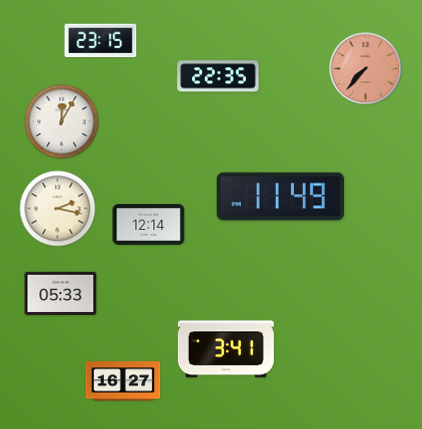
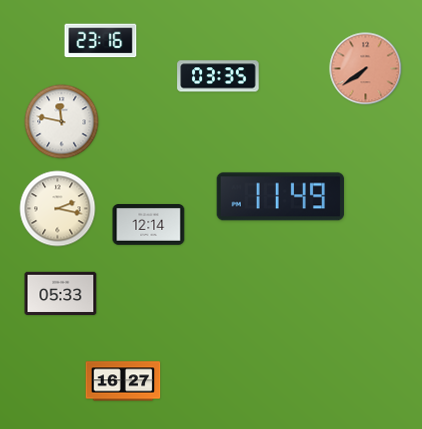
clock at (101, 41): 23:15 -> 23:16
clock at (366, 69): 7:37 -> 7:39
clock at (218, 76): 22:35 -> 03:35
clock at (62, 122): 12:05 -> 11:47
clock at (226, 349): 3:41 -> none
